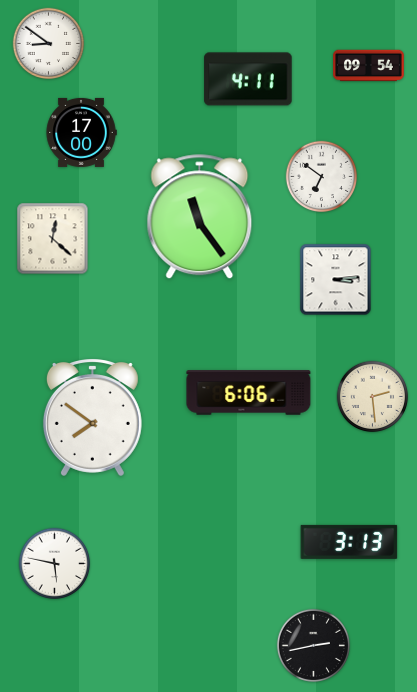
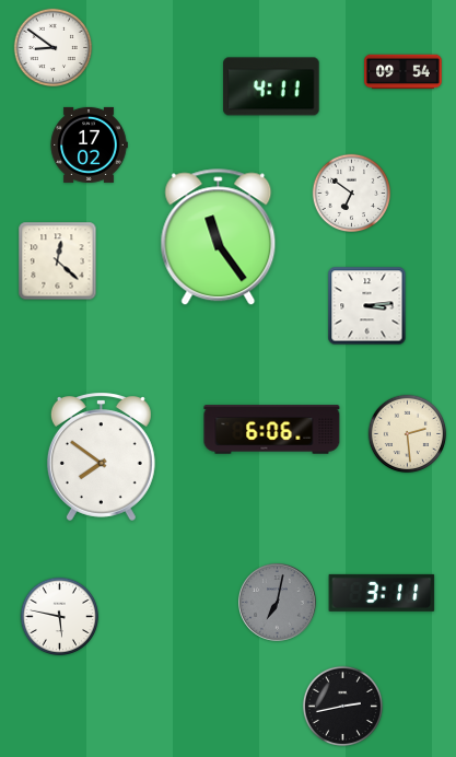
clock at (81, 132): 17:00 -> 17:02
clock at (349, 542): 3:13 -> 3:11
clock at (278, 603): none -> 7:02
